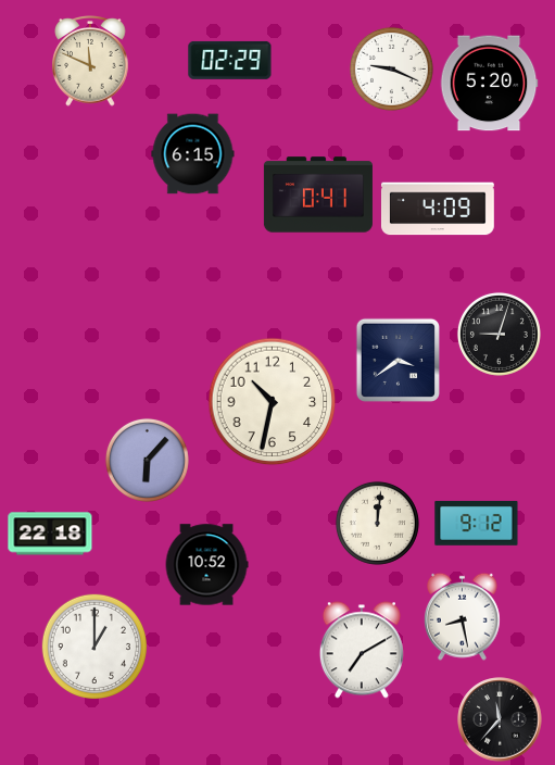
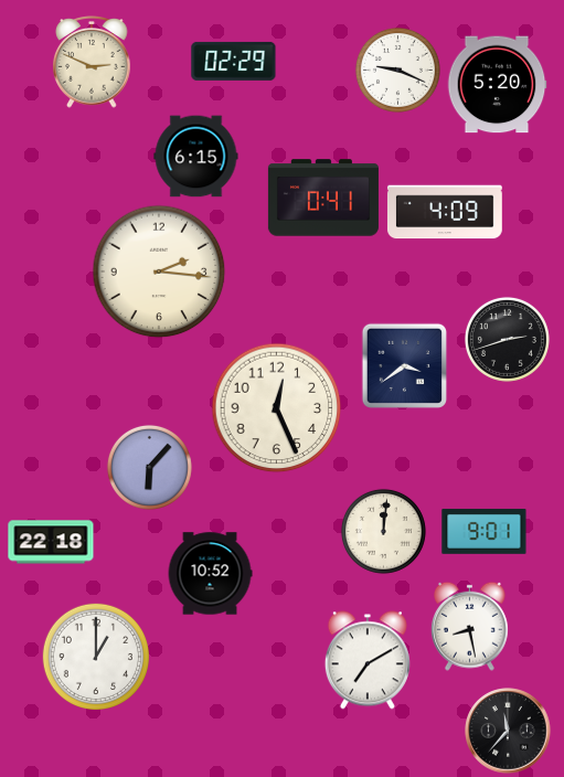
clock at (90, 62): 11:49 -> 2:49
clock at (159, 272): none -> 2:16
clock at (499, 334): 9:03 -> 2:42
clock at (273, 402): 10:32 -> 12:26
clock at (477, 524): 9:12 -> 9:01
